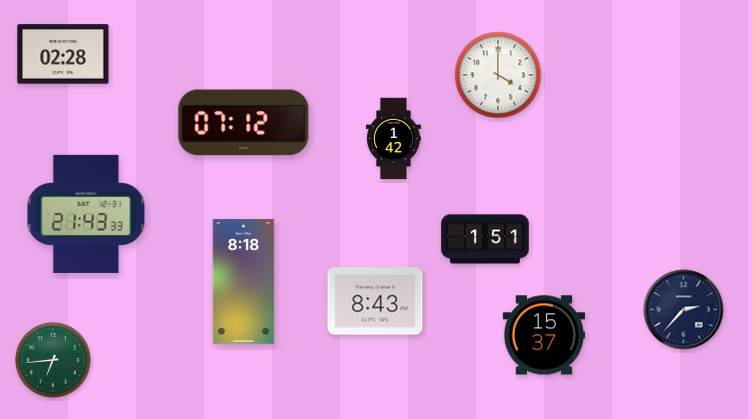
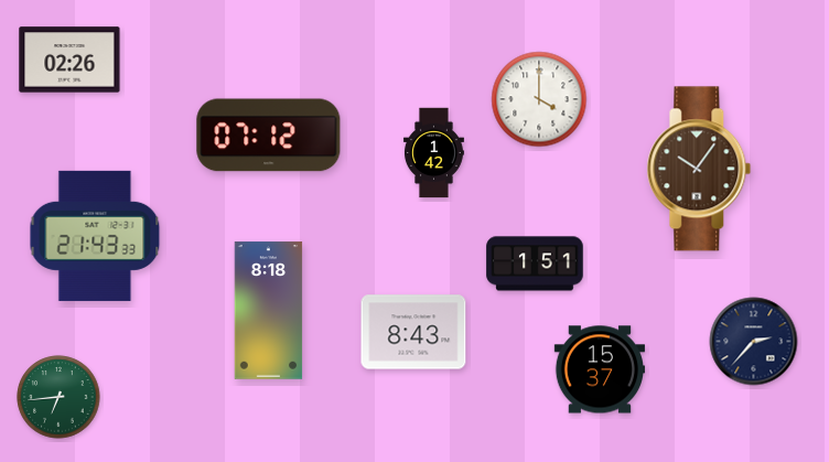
clock at (63, 54): 02:28 -> 02:26
clock at (498, 75) position: (498, 75) -> (539, 99)
clock at (699, 169): none -> 10:06
